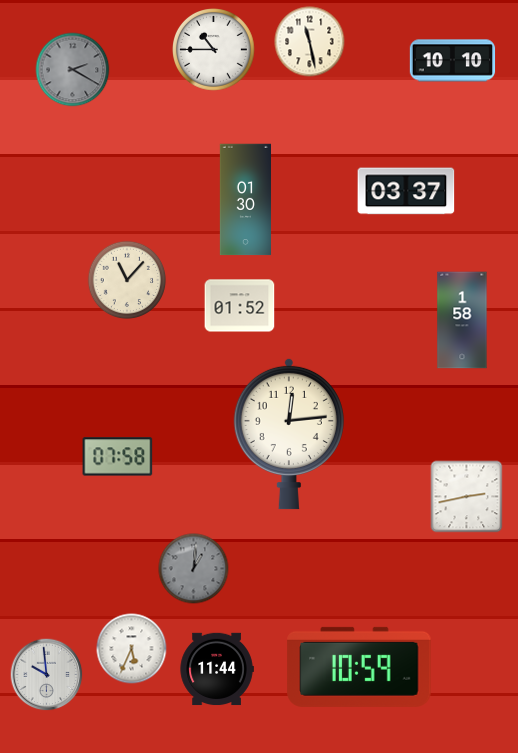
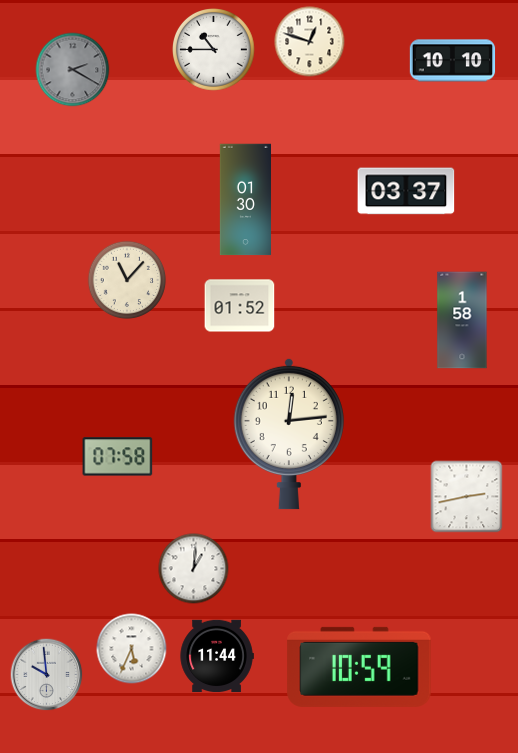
clock at (310, 42): 11:28 -> 12:48
clock at (194, 569) dial: grey -> white
clock at (217, 669) position: (217, 669) -> (217, 656)
